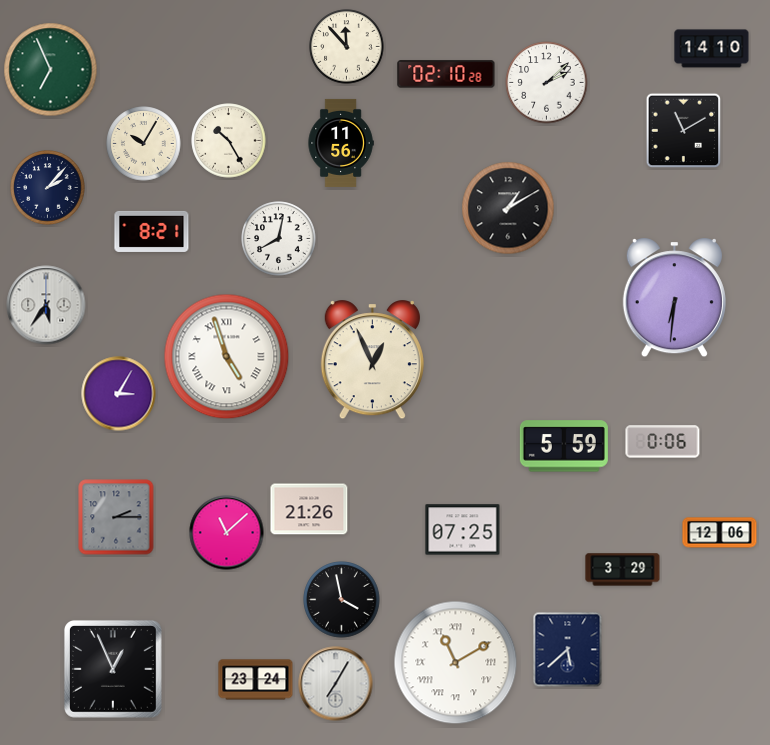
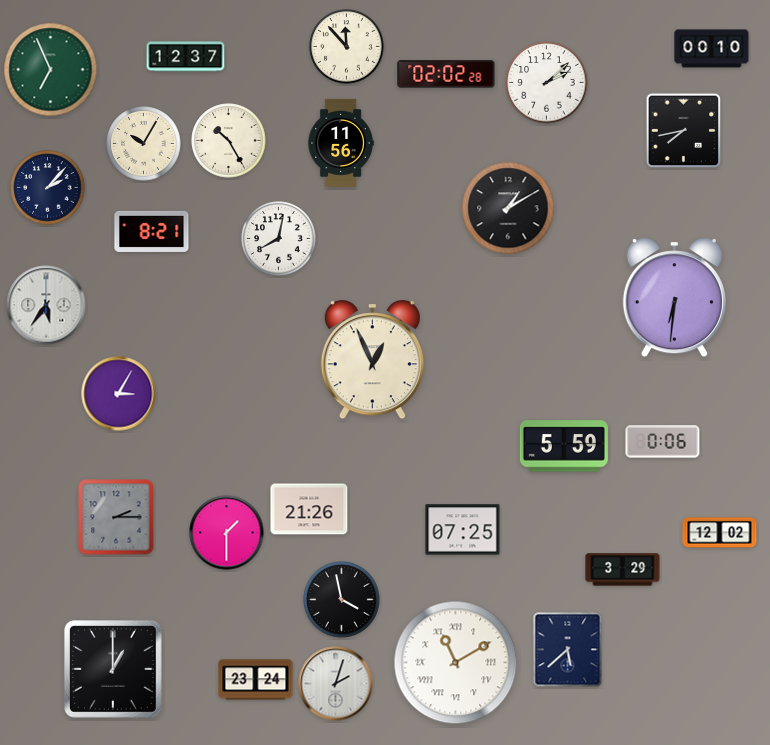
clock at (712, 49): 14:10 -> 00:10
clock at (186, 57): none -> 12:37
clock at (446, 74): 02:10 -> 02:02
clock at (684, 131): 11:10 -> 7:43
clock at (227, 357): 4:57 -> none
clock at (227, 533): 11:08 -> 1:30
clock at (720, 533): 12:06 -> 12:02
clock at (113, 669): 12:56 -> 1:00
clock at (336, 684): 7:05 -> 2:03
